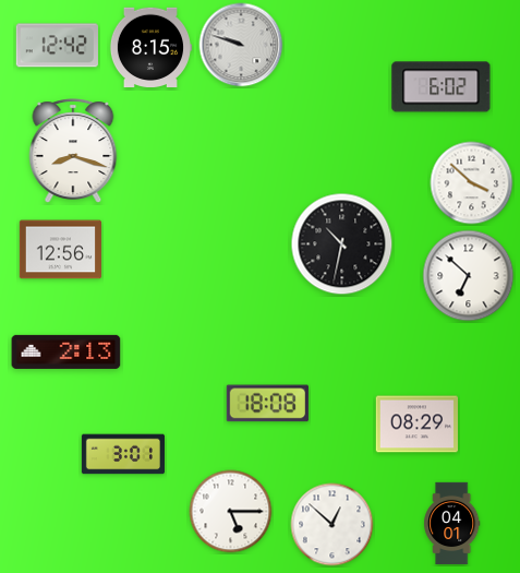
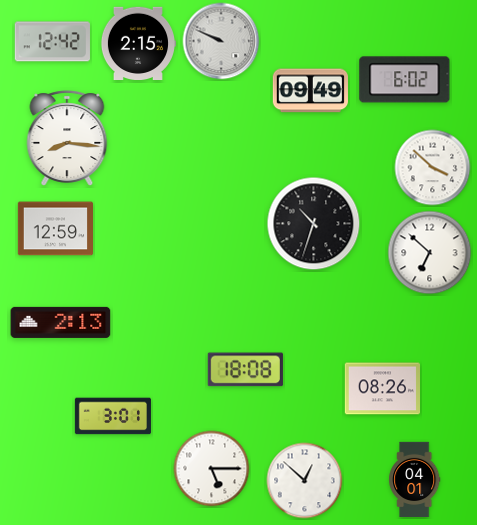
clock at (241, 45): 9:48 -> 9:49
clock at (149, 47): 8:15 -> 2:15
clock at (310, 91): none -> 09:49
clock at (73, 151): 8:18 -> 8:16
clock at (342, 244): 10:32 -> 10:33
clock at (60, 250): 12:56 -> 12:59
clock at (416, 425): 08:29 -> 08:26
